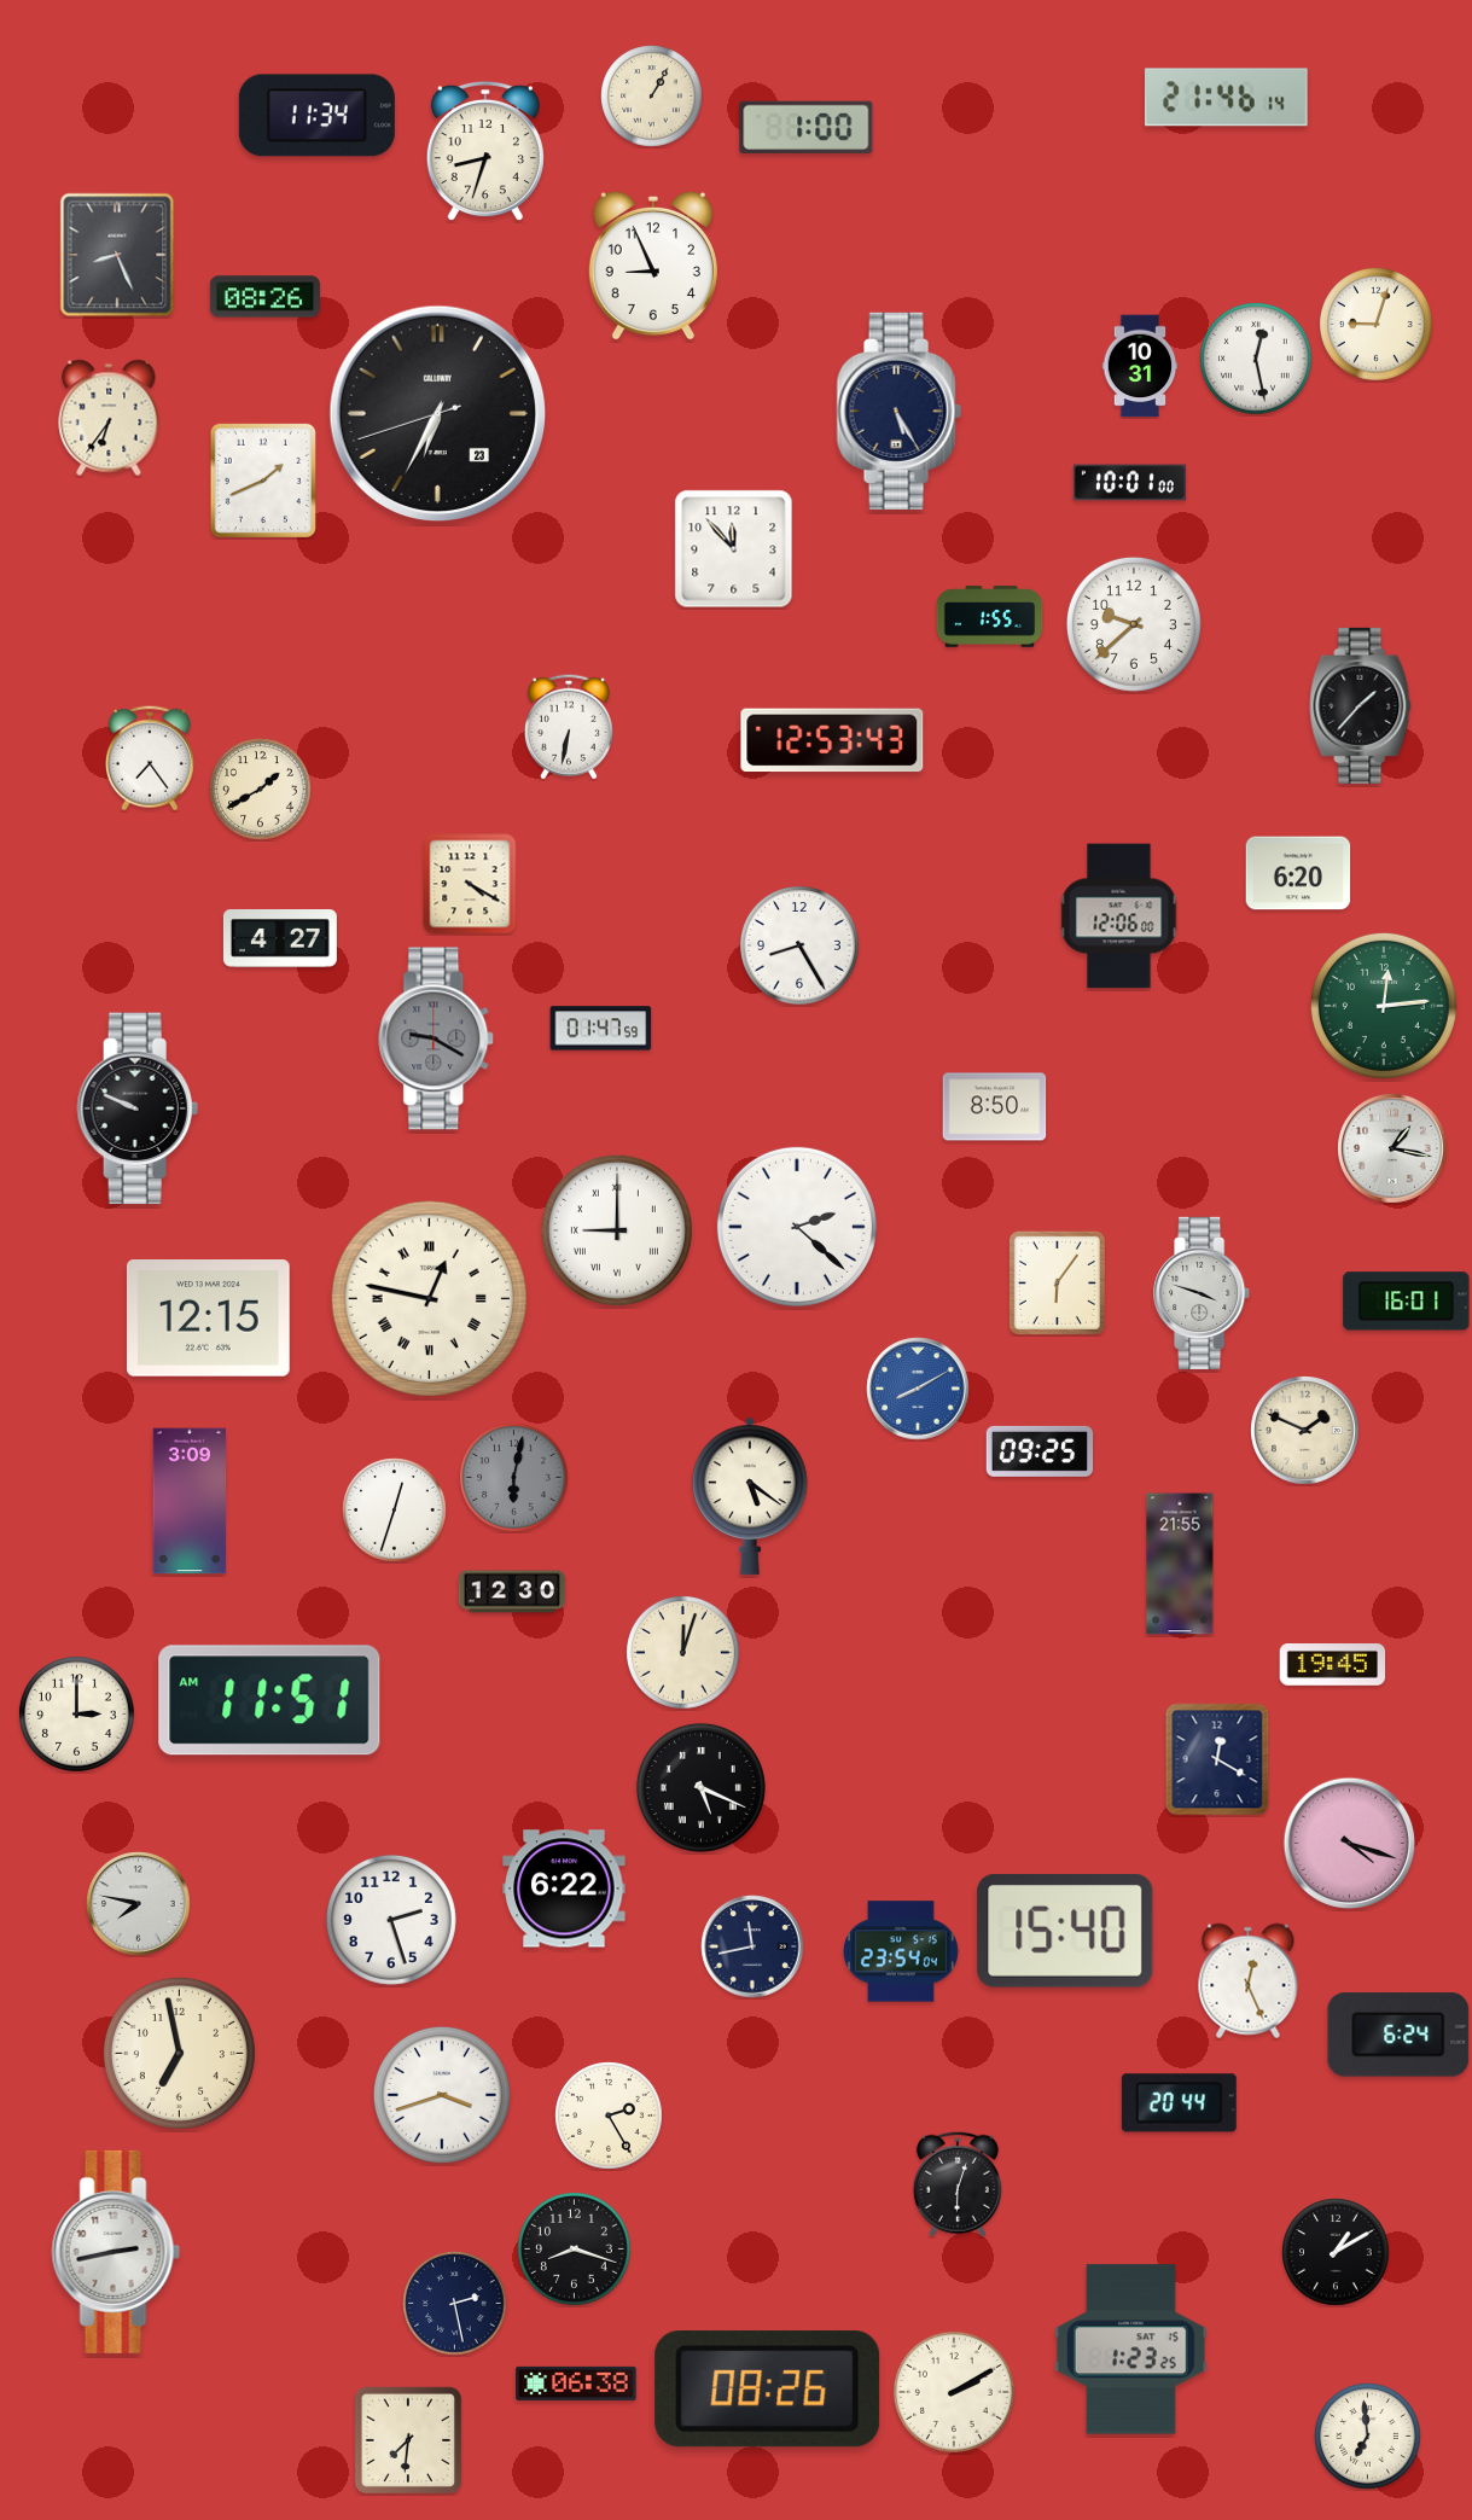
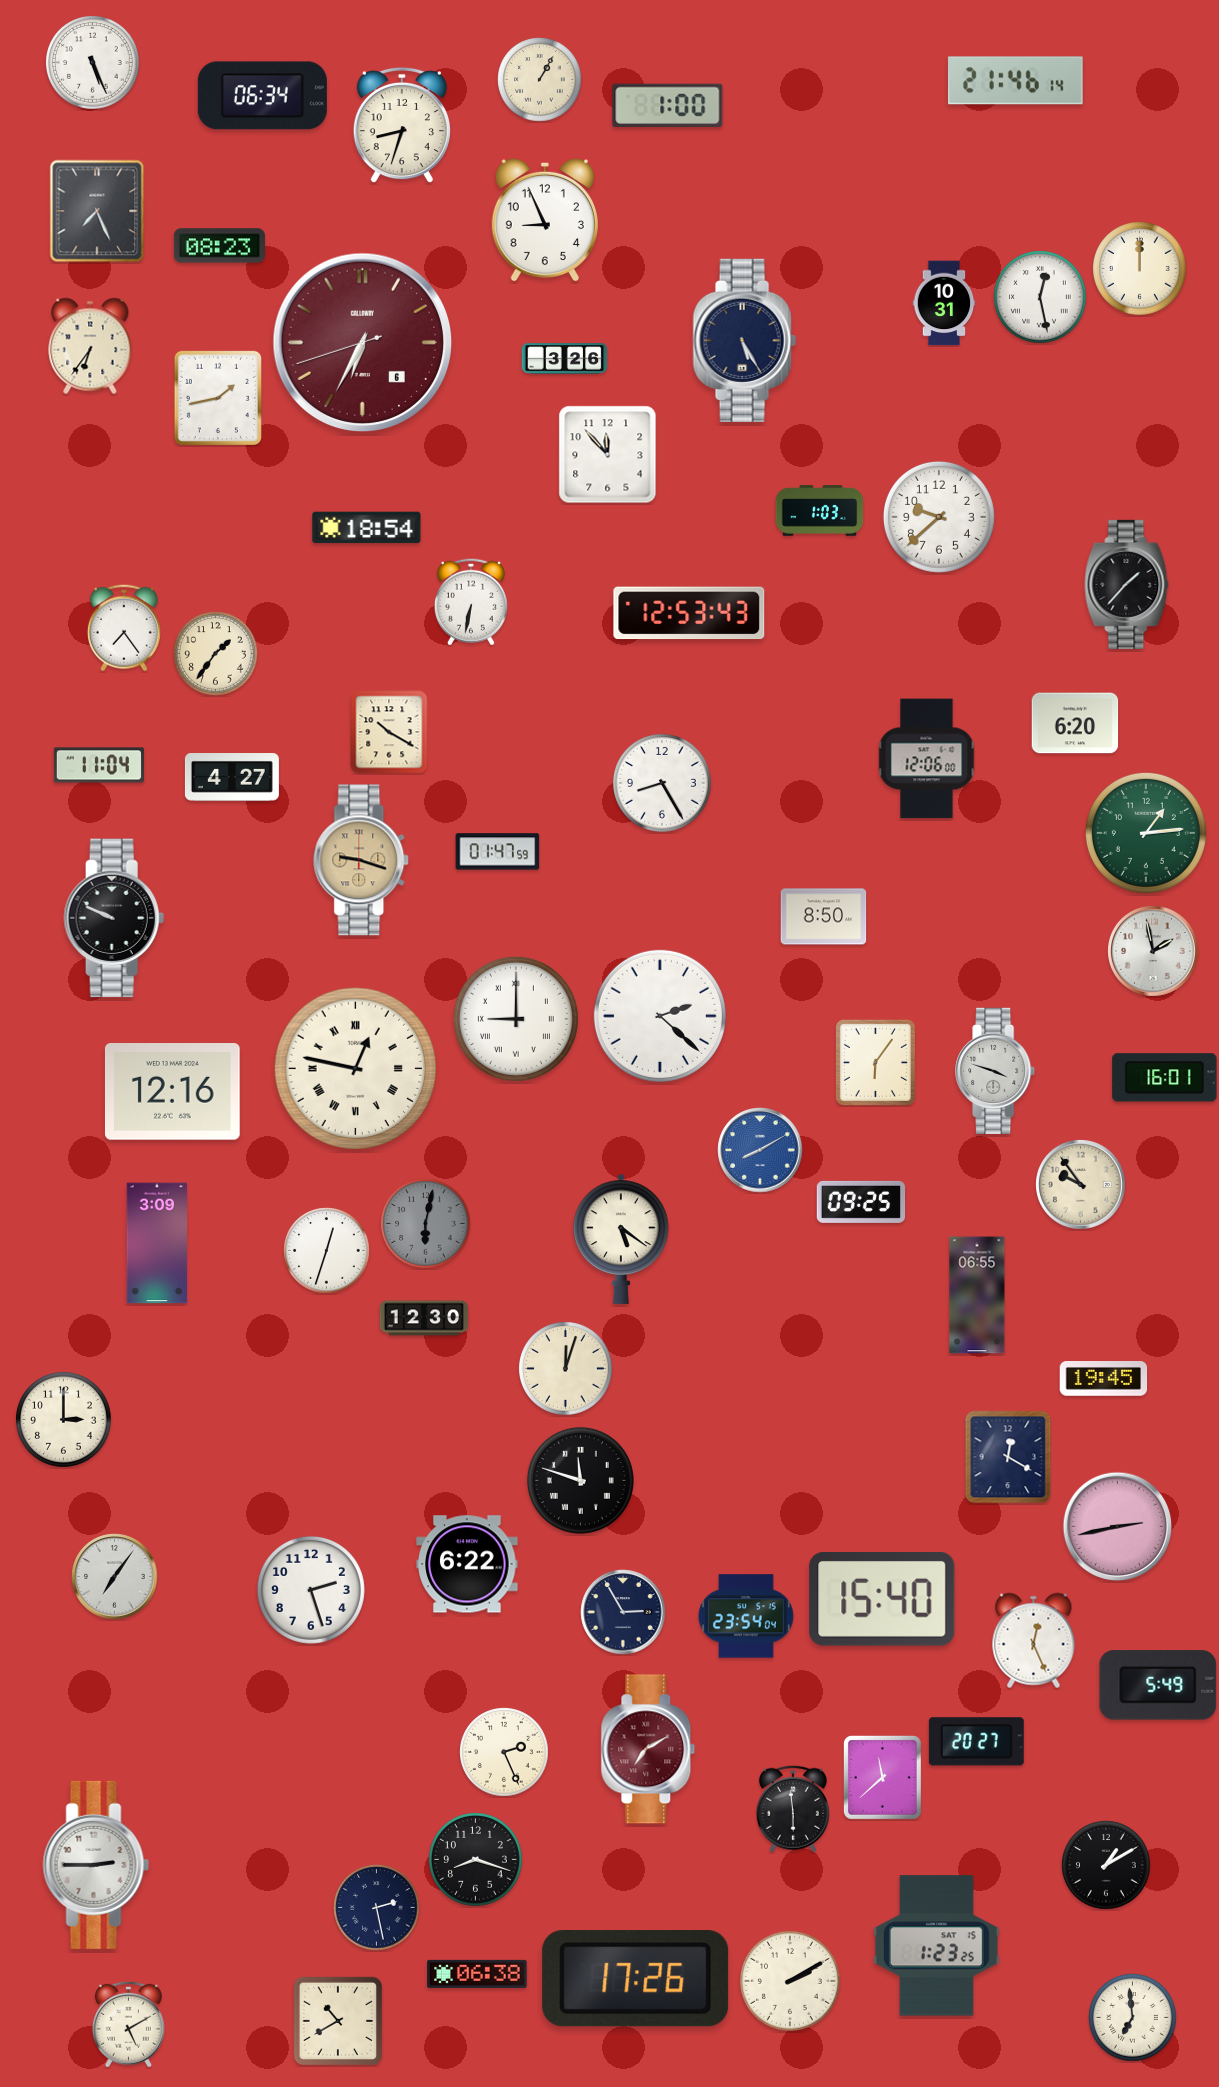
clock at (93, 63): none -> 5:26
clock at (316, 116): 11:34 -> 06:34
clock at (117, 255): 8:26 -> 7:26
clock at (653, 266) position: (653, 266) -> (545, 220)
clock at (264, 297): 08:26 -> 08:23
clock at (1377, 325): 9:03 -> 12:00
clock at (438, 414) date: 23 -> 6
clock at (438, 414) dial: black -> burgundy
clock at (565, 359): none -> 3:26
clock at (263, 481): 1:41 -> 1:43
clock at (1129, 483): 10:01 -> none
clock at (990, 617): 1:55 -> 1:03
clock at (367, 528): none -> 18:54
clock at (261, 790): 1:40 -> 1:36
clock at (470, 884): 4:20 -> 10:20
clock at (99, 765): none -> 11:04
clock at (1384, 1006): 12:14 -> 1:14
clock at (437, 1038): 9:20 -> 9:18
clock at (437, 1038) dial: grey -> champagne
clock at (1394, 1150): 1:17 -> 1:58
clock at (617, 1230) position: (617, 1230) -> (516, 1019)
clock at (429, 1298) position: (429, 1298) -> (355, 1068)
clock at (208, 1319): 12:15 -> 12:16
clock at (1305, 1431): 1:49 -> 9:54
clock at (1180, 1564): 21:55 -> 06:55
clock at (269, 1700): 11:51 -> none
clock at (700, 1787): 5:19 -> 11:48
clock at (1350, 1844): 4:18 -> 2:43
clock at (139, 1904): 7:47 -> 7:06
clock at (391, 1920) position: (391, 1920) -> (311, 1590)
clock at (752, 1946): 11:43 -> 2:55
clock at (1398, 2035): 6:24 -> 5:49
clock at (179, 2053): 6:58 -> none
clock at (442, 2095): 3:42 -> none
clock at (1179, 2103): 20:44 -> 20:27
clock at (648, 1749): none -> 7:10
clock at (609, 2115): 2:25 -> 2:26
clock at (882, 1778): none -> 11:38
clock at (958, 2184): 6:03 -> 5:59
clock at (575, 2250) position: (575, 2250) -> (476, 1860)
clock at (116, 2252): 2:43 -> 2:45
clock at (768, 2390): 08:26 -> 17:26
clock at (408, 2440): 7:31 -> 10:40
clock at (128, 2024): none -> 5:10
